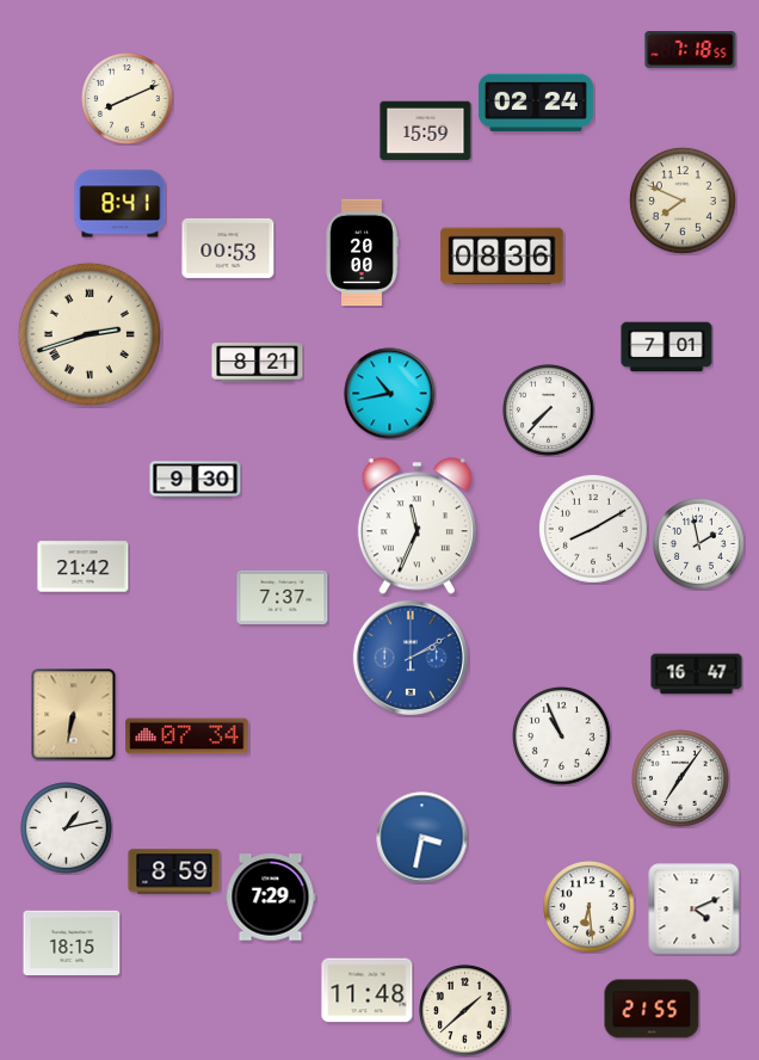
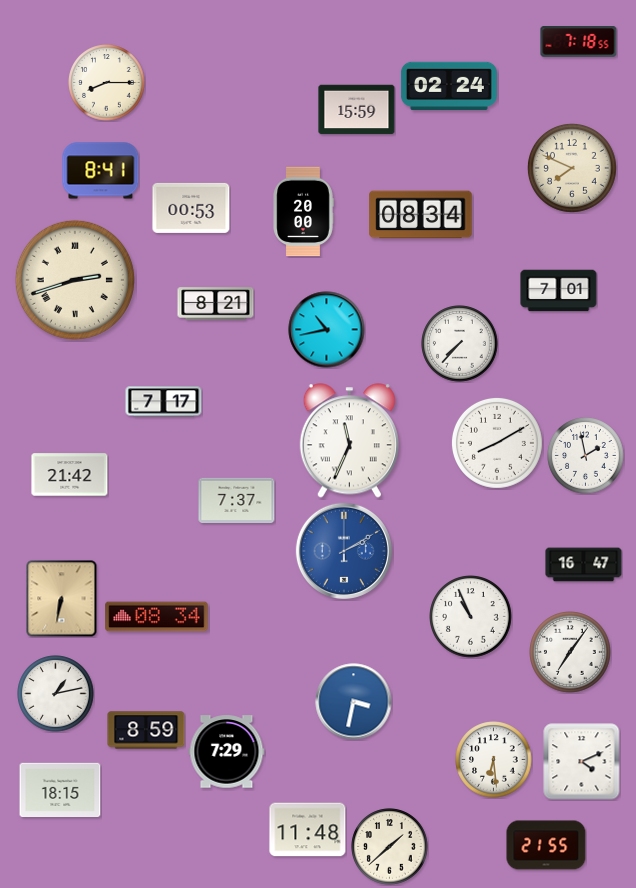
clock at (128, 99): 8:11 -> 8:15
clock at (502, 257): 08:36 -> 08:34
clock at (196, 480): 9:30 -> 7:17
clock at (187, 737): 07:34 -> 08:34
